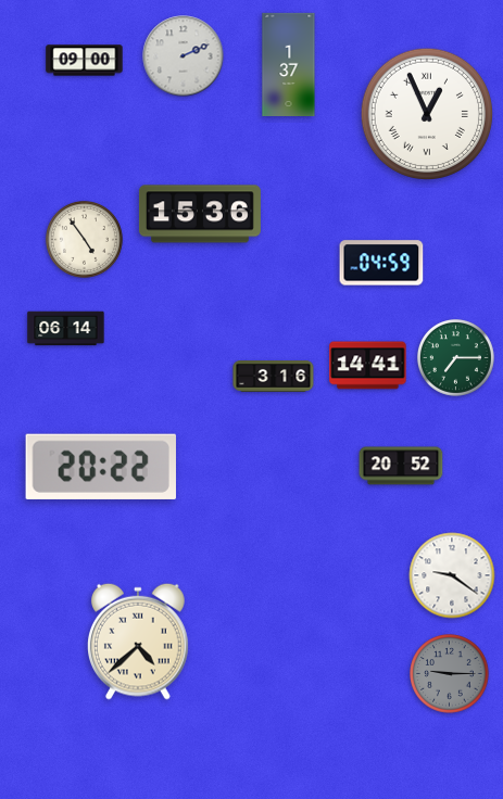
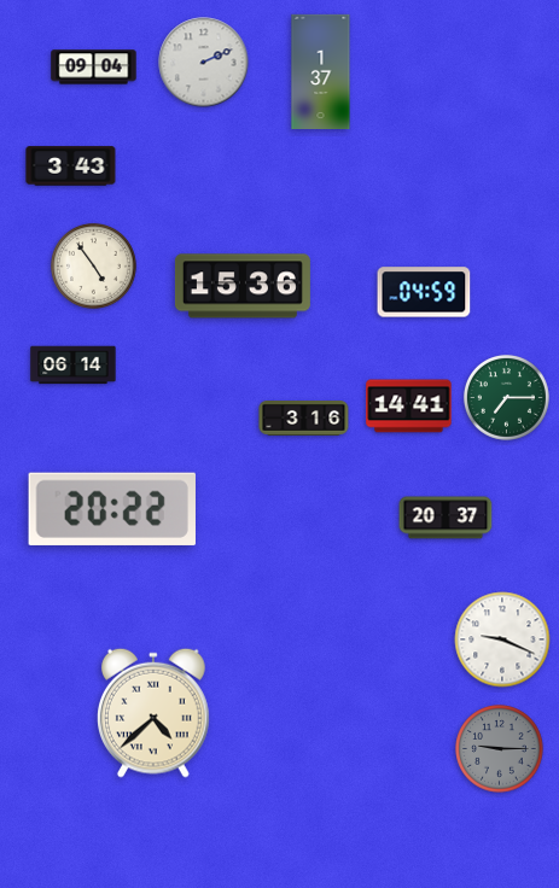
clock at (85, 61): 09:00 -> 09:04
clock at (426, 113): 12:56 -> none
clock at (71, 166): none -> 3:43
clock at (200, 214) position: (200, 214) -> (243, 286)
clock at (401, 466): 20:52 -> 20:37
clock at (101, 467) position: (101, 467) -> (112, 509)
clock at (452, 575): 9:21 -> 9:19
